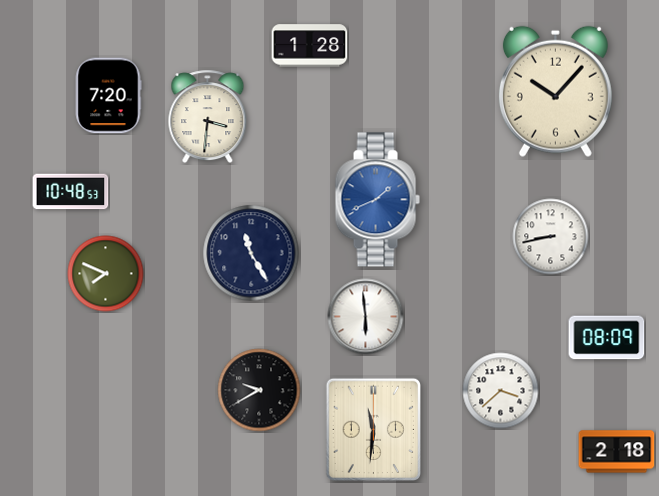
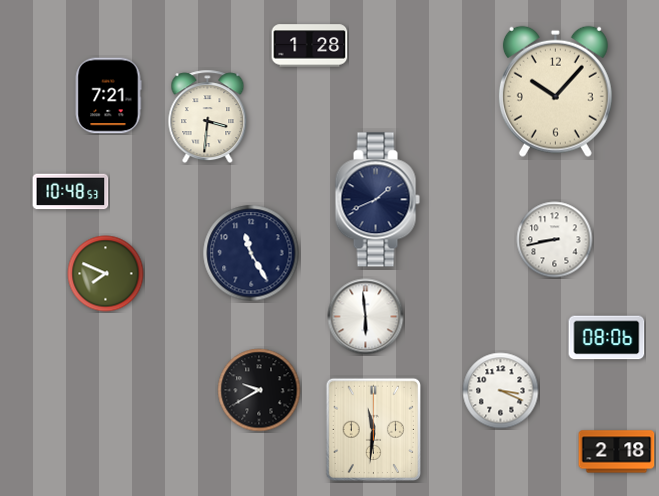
clock at (108, 96): 7:20 -> 7:21
clock at (377, 200) dial: blue -> navy
clock at (551, 237) position: (551, 237) -> (555, 240)
clock at (607, 338): 08:09 -> 08:06
clock at (501, 391): 3:38 -> 3:19
